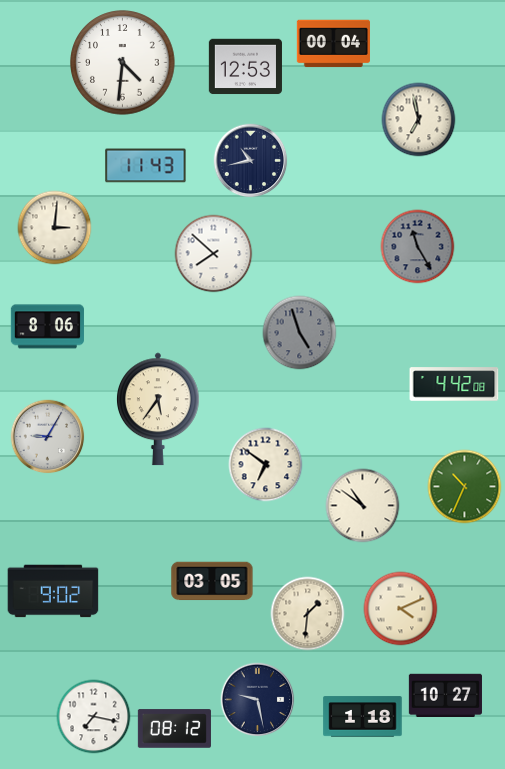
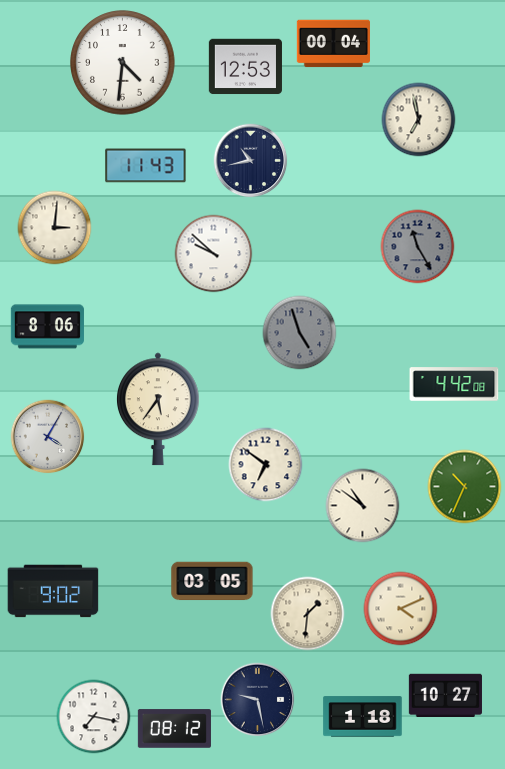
clock at (214, 254): 7:52 -> 9:52
clock at (48, 437): 9:05 -> 4:05
